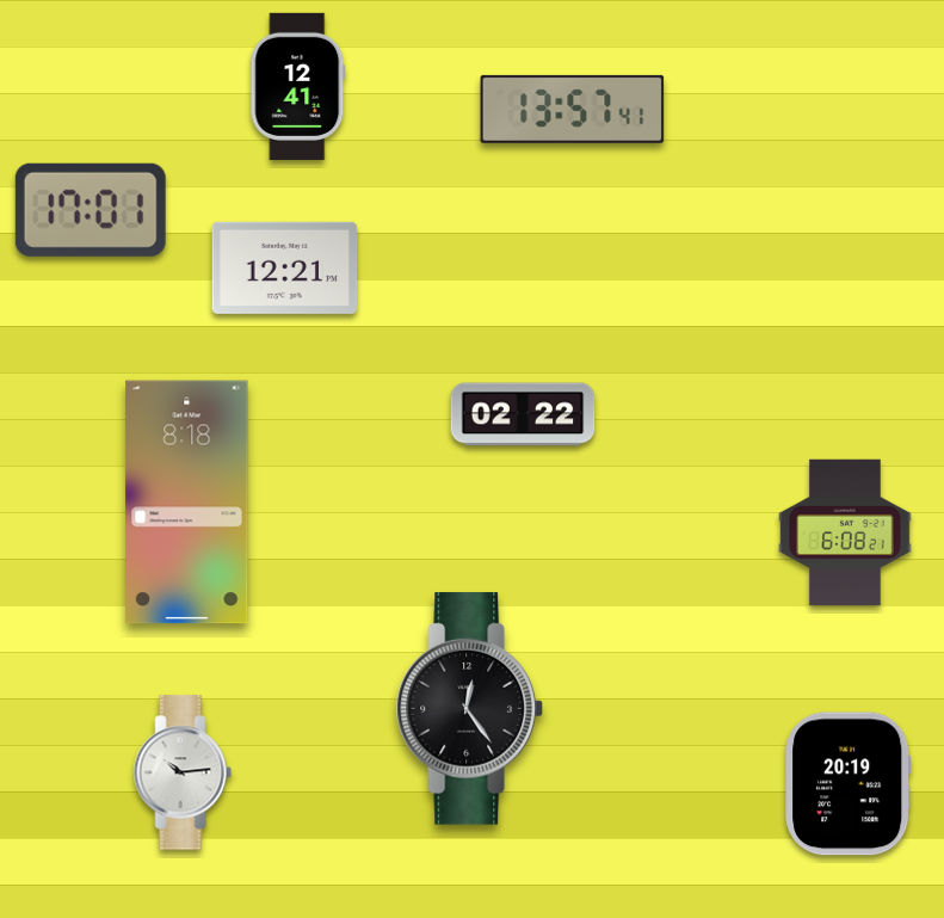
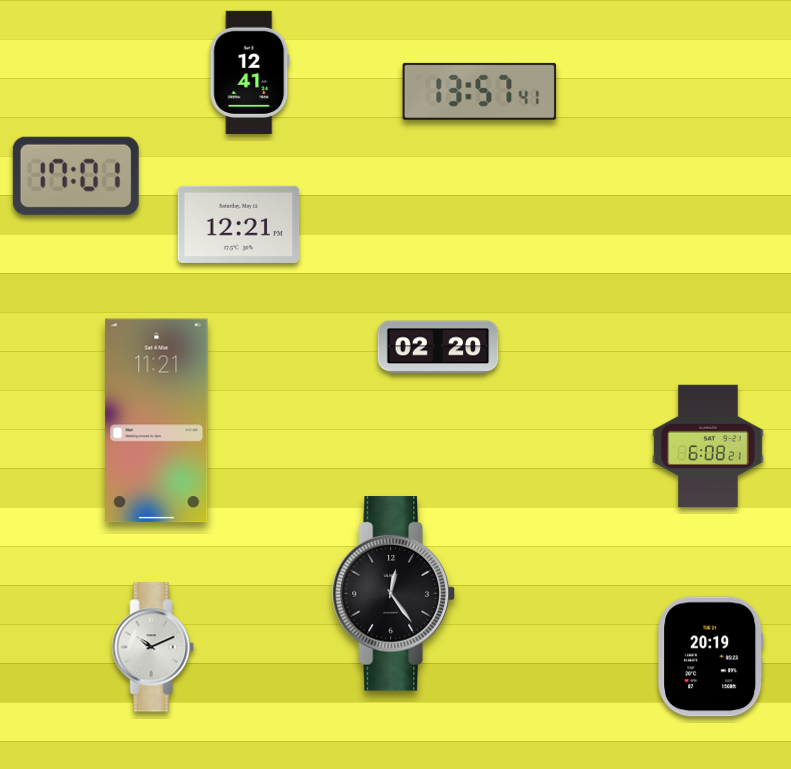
clock at (523, 414): 02:22 -> 02:20
clock at (187, 503): 8:18 -> 11:21
clock at (183, 772): 10:14 -> 10:11
